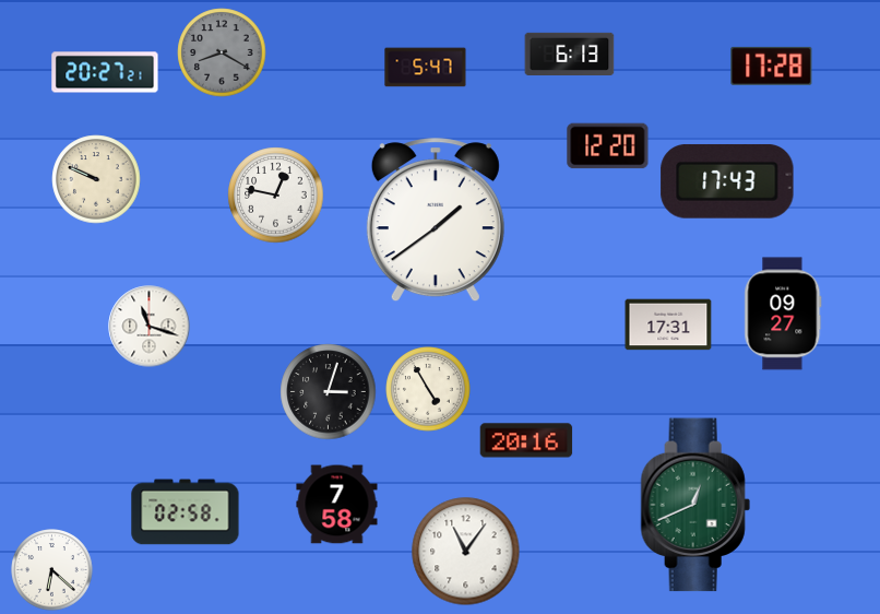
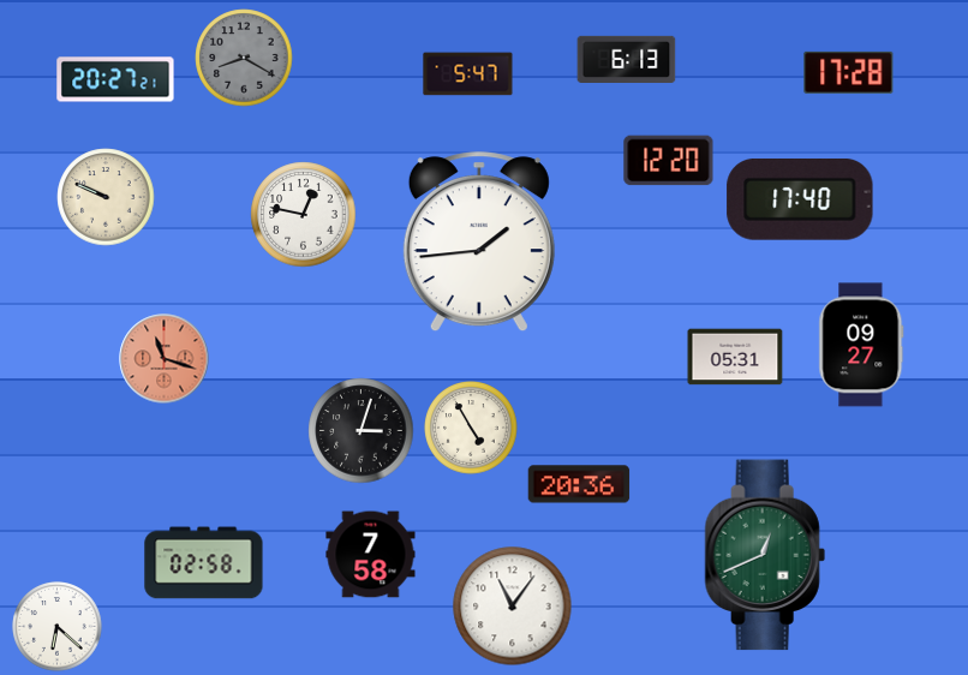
clock at (727, 181): 17:43 -> 17:40
clock at (436, 221): 1:39 -> 1:44
clock at (668, 324): 17:31 -> 05:31
clock at (150, 327) dial: white -> salmon
clock at (526, 440): 20:16 -> 20:36
